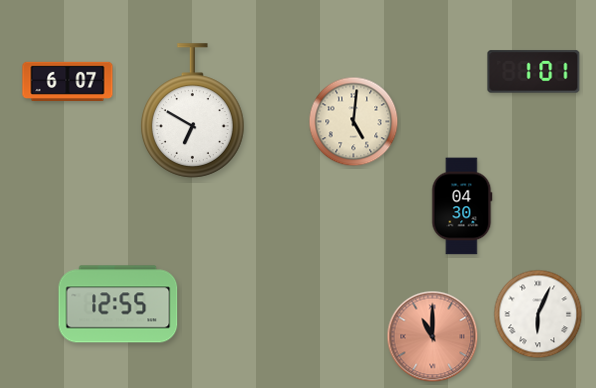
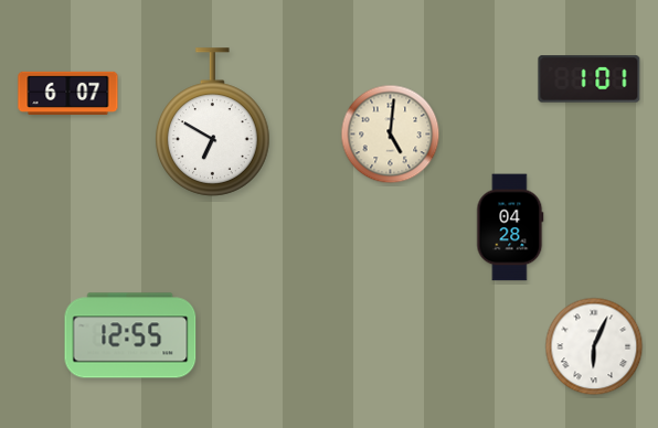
clock at (68, 81) position: (68, 81) -> (68, 93)
clock at (462, 206): 04:30 -> 04:28
clock at (433, 337): 11:00 -> none
